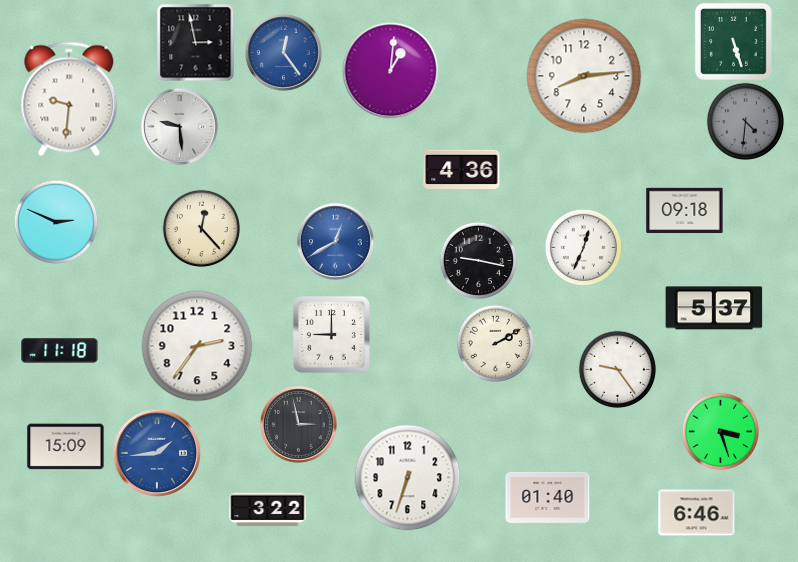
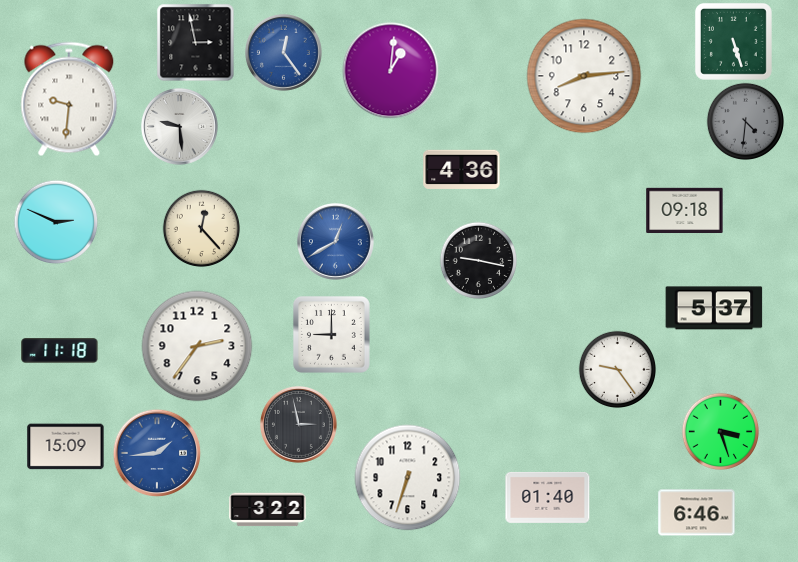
clock at (583, 247): 12:34 -> none
clock at (495, 343): 2:10 -> none
